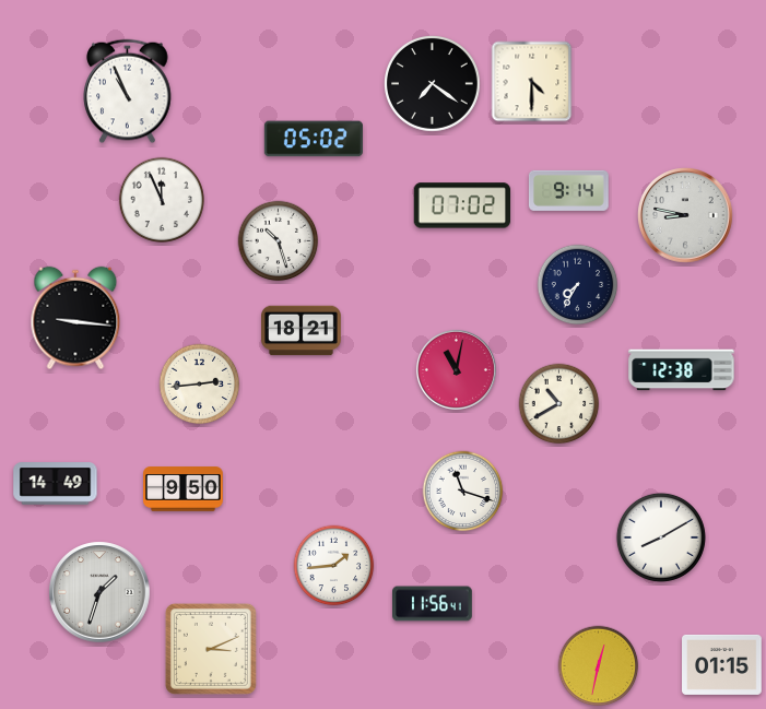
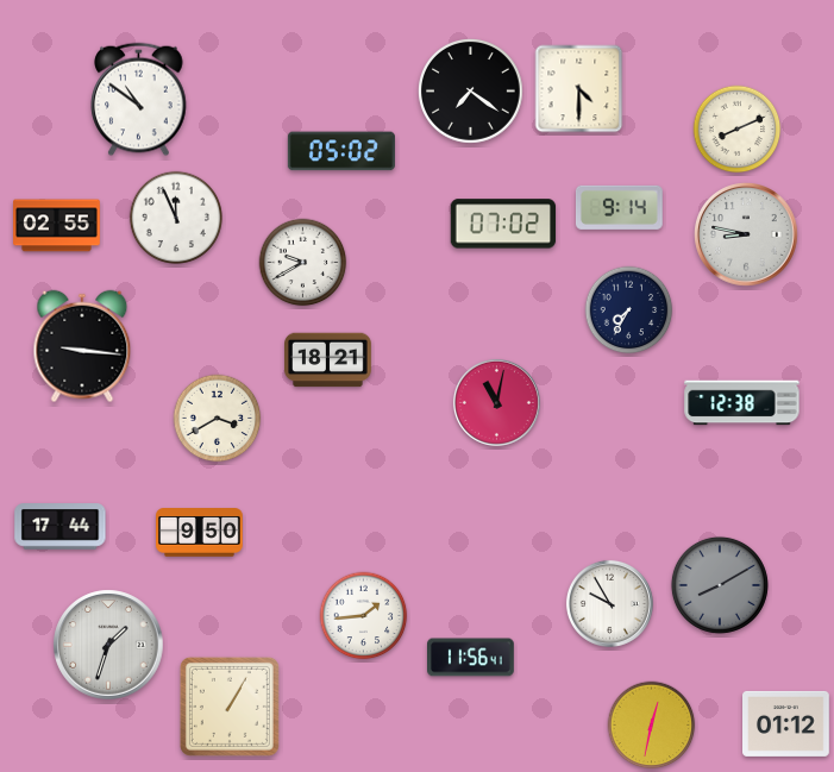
clock at (128, 92): 10:56 -> 10:51
clock at (738, 130): none -> 8:11
clock at (57, 226): none -> 02:55
clock at (279, 241): 10:27 -> 9:40
clock at (200, 385): 2:44 -> 3:40
clock at (559, 404): 10:40 -> none
clock at (56, 484): 14:49 -> 17:44
clock at (463, 492): 11:18 -> none
clock at (661, 537) dial: white -> grey
clock at (609, 603): none -> 9:55
clock at (211, 649): 3:11 -> 1:05
clock at (722, 664): 01:15 -> 01:12
